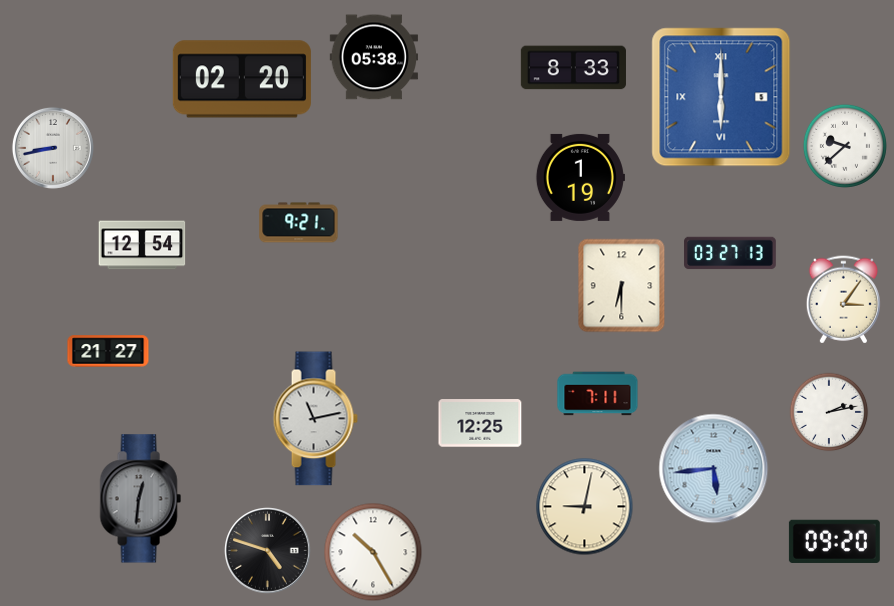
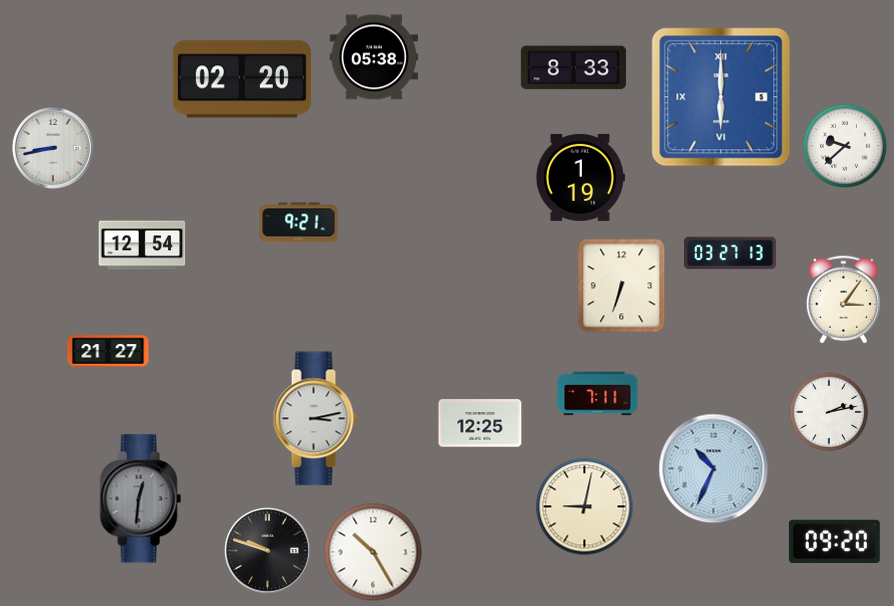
clock at (622, 286): 6:30 -> 6:33
clock at (315, 419): 11:13 -> 3:13
clock at (714, 469): 5:44 -> 10:34
clock at (268, 551): 4:48 -> 9:48
